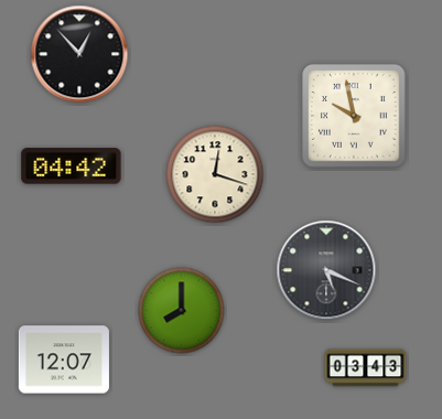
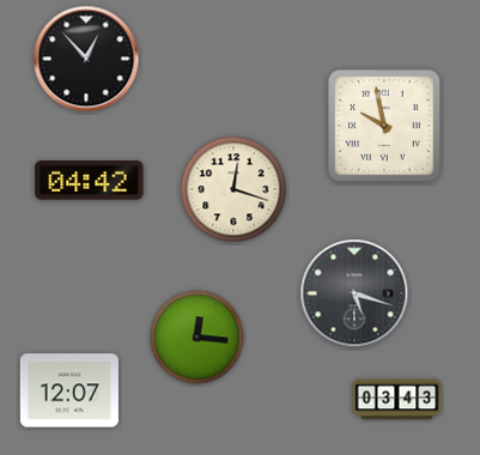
clock at (72, 166) position: (72, 166) -> (90, 181)
clock at (326, 270): 5:19 -> 5:18
clock at (182, 311): 8:00 -> 12:16
